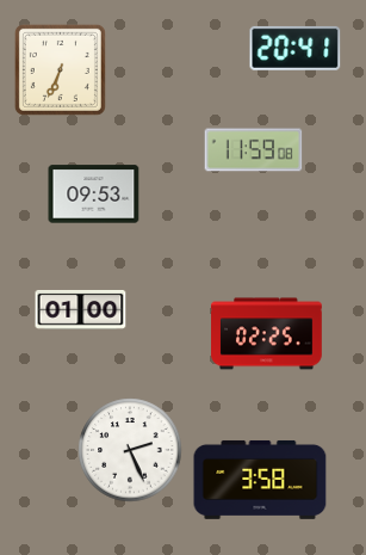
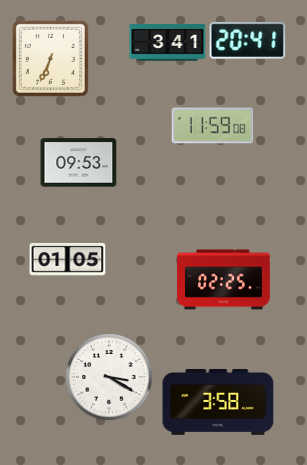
clock at (168, 43): none -> 3:41
clock at (81, 309): 01:00 -> 01:05
clock at (130, 450): 2:26 -> 3:20
